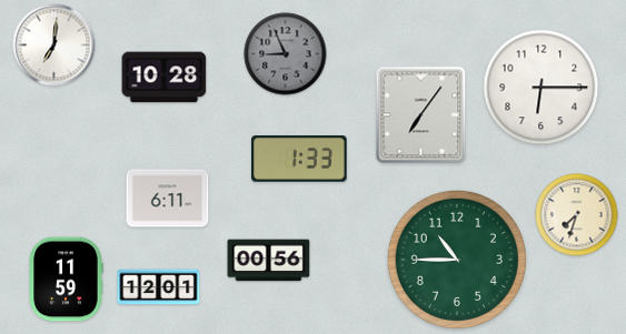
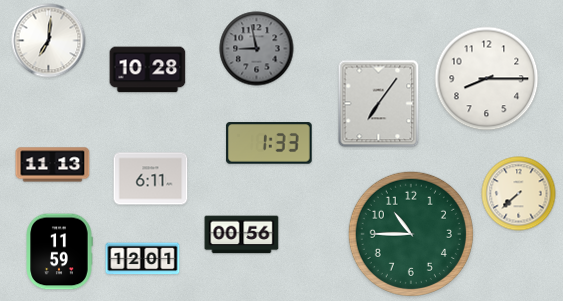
clock at (286, 54): 8:56 -> 8:58
clock at (541, 88): 6:15 -> 8:15
clock at (53, 165): none -> 11:13
clock at (577, 215): 7:33 -> 7:38
